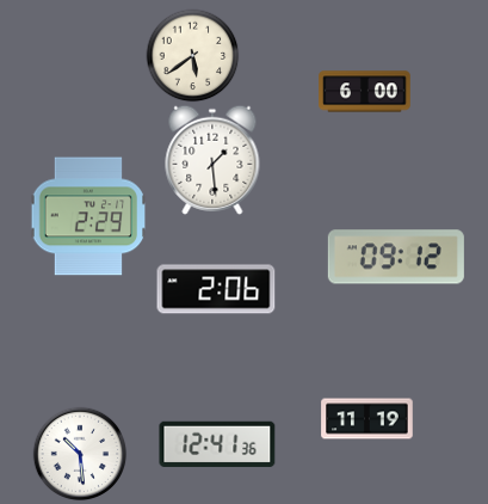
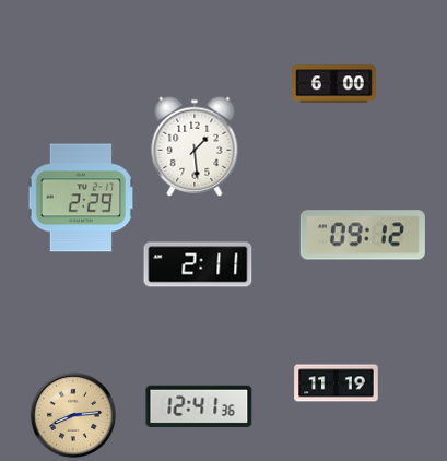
clock at (192, 55): 5:39 -> none
clock at (216, 289): 2:06 -> 2:11
clock at (80, 454): 10:29 -> 8:14
clock at (80, 454) dial: white -> champagne
